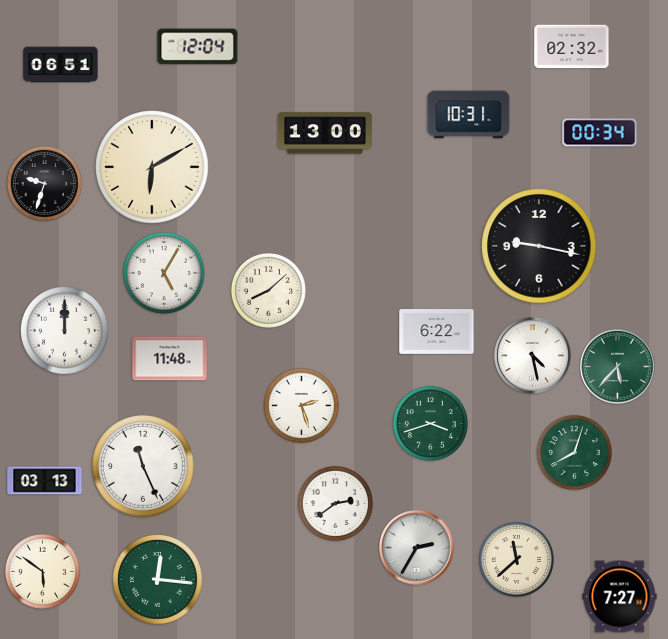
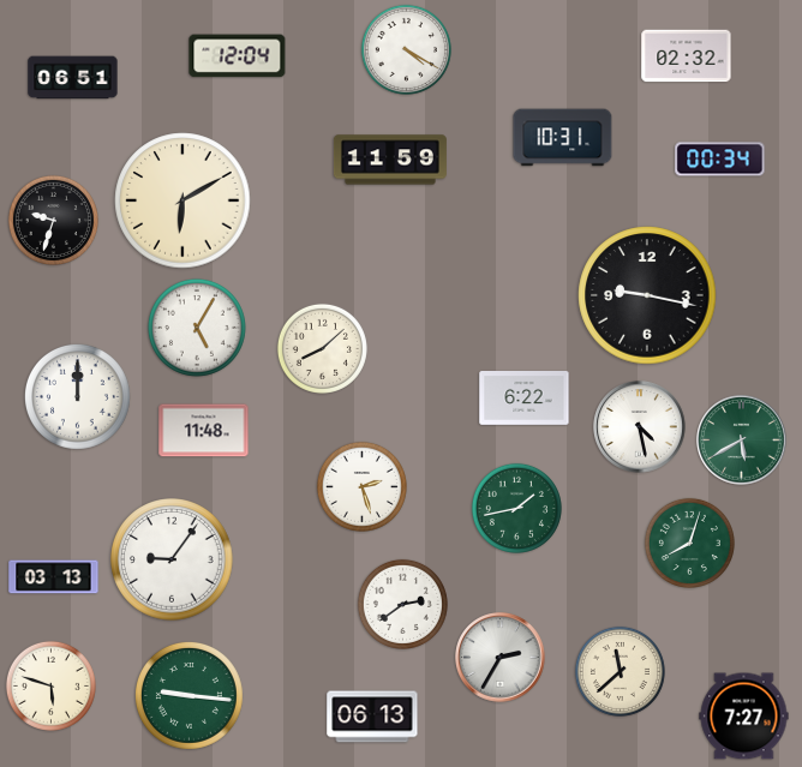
clock at (406, 49): none -> 4:20
clock at (325, 133): 13:00 -> 11:59
clock at (618, 367): 5:37 -> 5:40
clock at (430, 423): 3:42 -> 1:43
clock at (143, 466): 11:26 -> 9:06
clock at (42, 571): 5:51 -> 5:48
clock at (157, 579): 12:16 -> 9:16
clock at (372, 717): none -> 06:13
